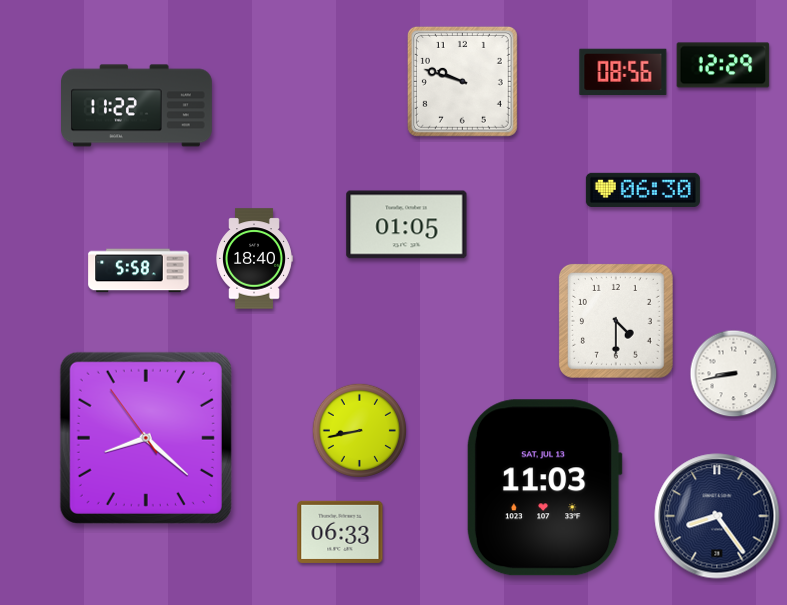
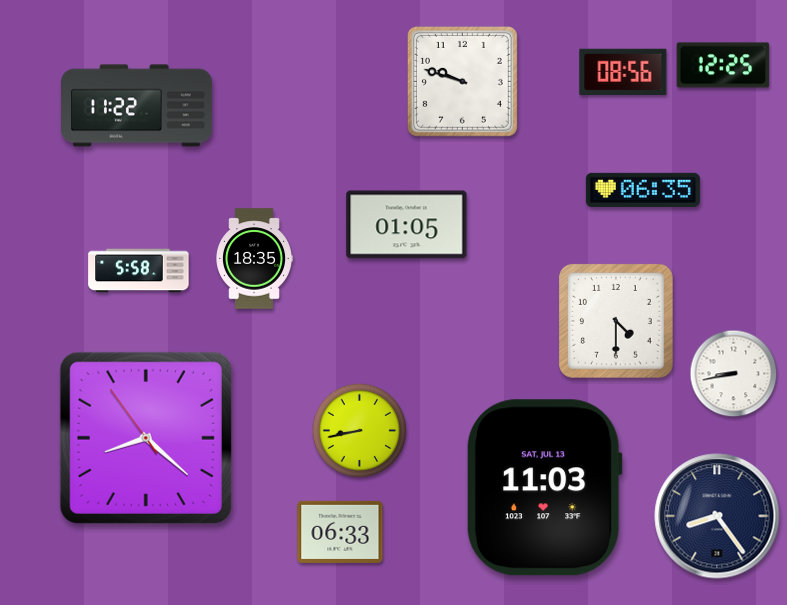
clock at (723, 65): 12:29 -> 12:25
clock at (643, 190): 06:30 -> 06:35
clock at (254, 259): 18:40 -> 18:35
